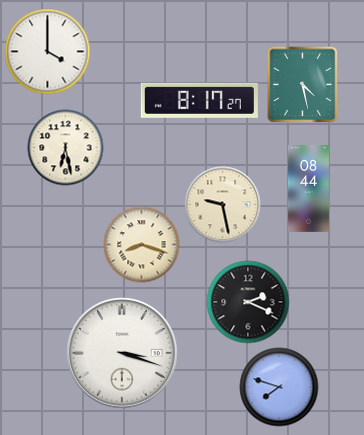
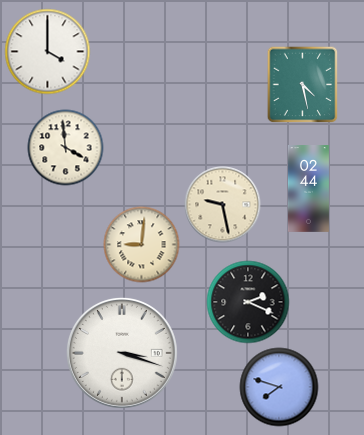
clock at (199, 100): 8:17 -> none
clock at (66, 148): 6:28 -> 3:59
clock at (308, 189): 08:44 -> 02:44
clock at (142, 245): 8:18 -> 9:01
